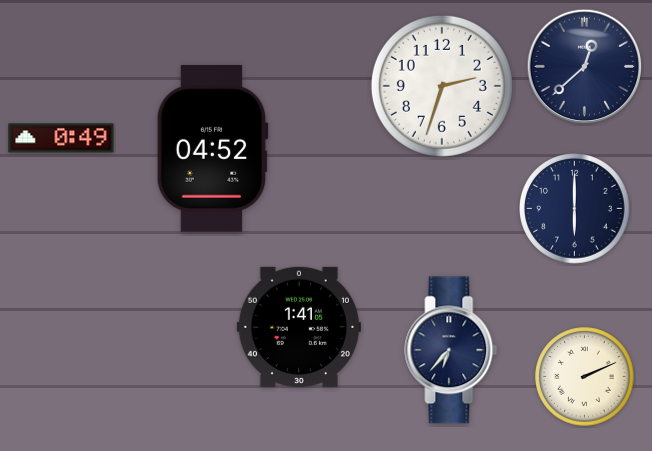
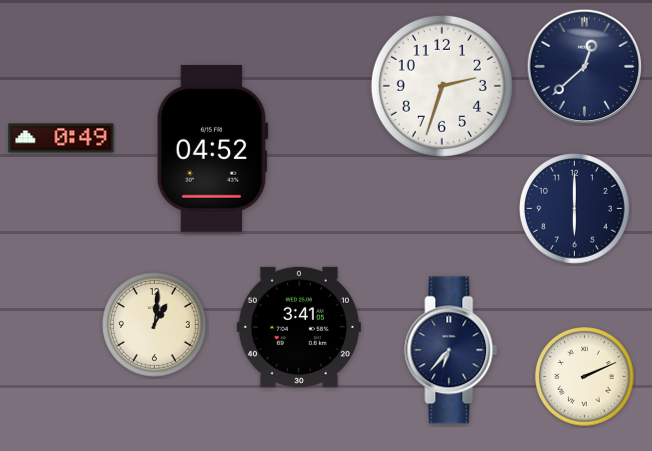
clock at (155, 325): none -> 1:01
clock at (299, 327): 1:41 -> 3:41
